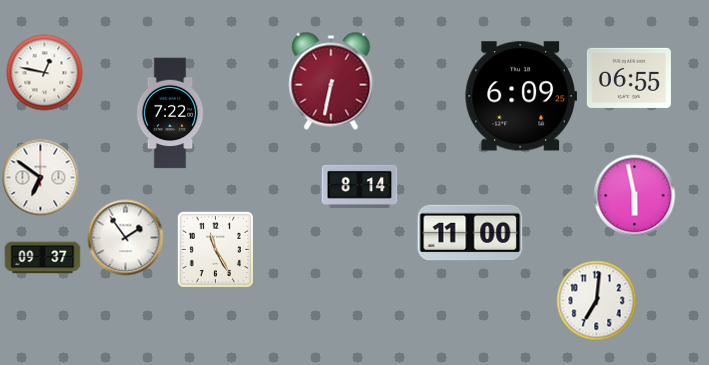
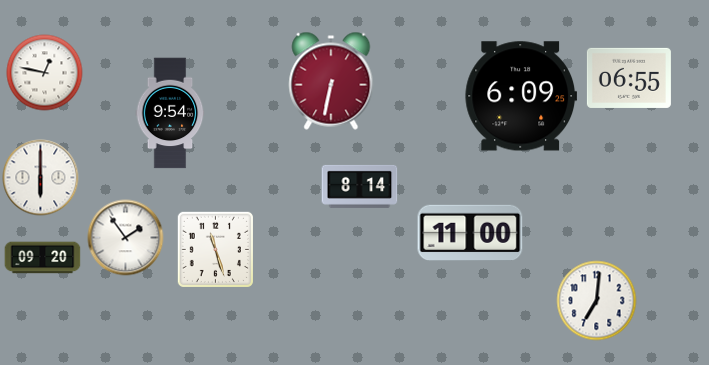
clock at (170, 113): 7:22 -> 9:54
clock at (41, 178): 6:51 -> 6:00
clock at (635, 196): 5:58 -> none
clock at (215, 249): 11:25 -> 11:27
clock at (43, 258): 09:37 -> 09:20
